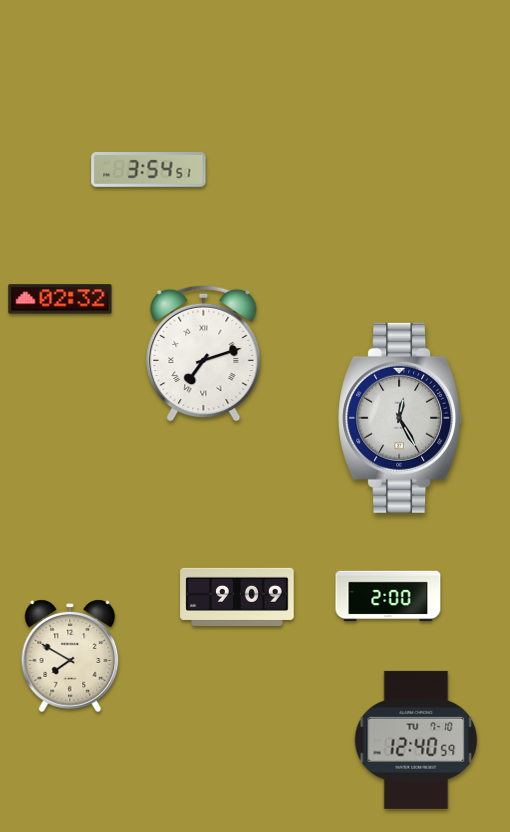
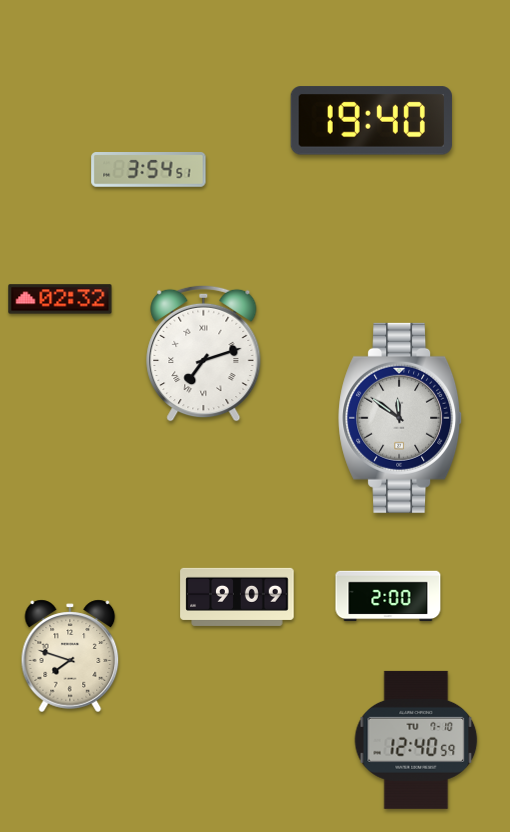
clock at (371, 121): none -> 19:40
clock at (401, 418): 12:25 -> 11:51
clock at (70, 656): 7:50 -> 7:48
